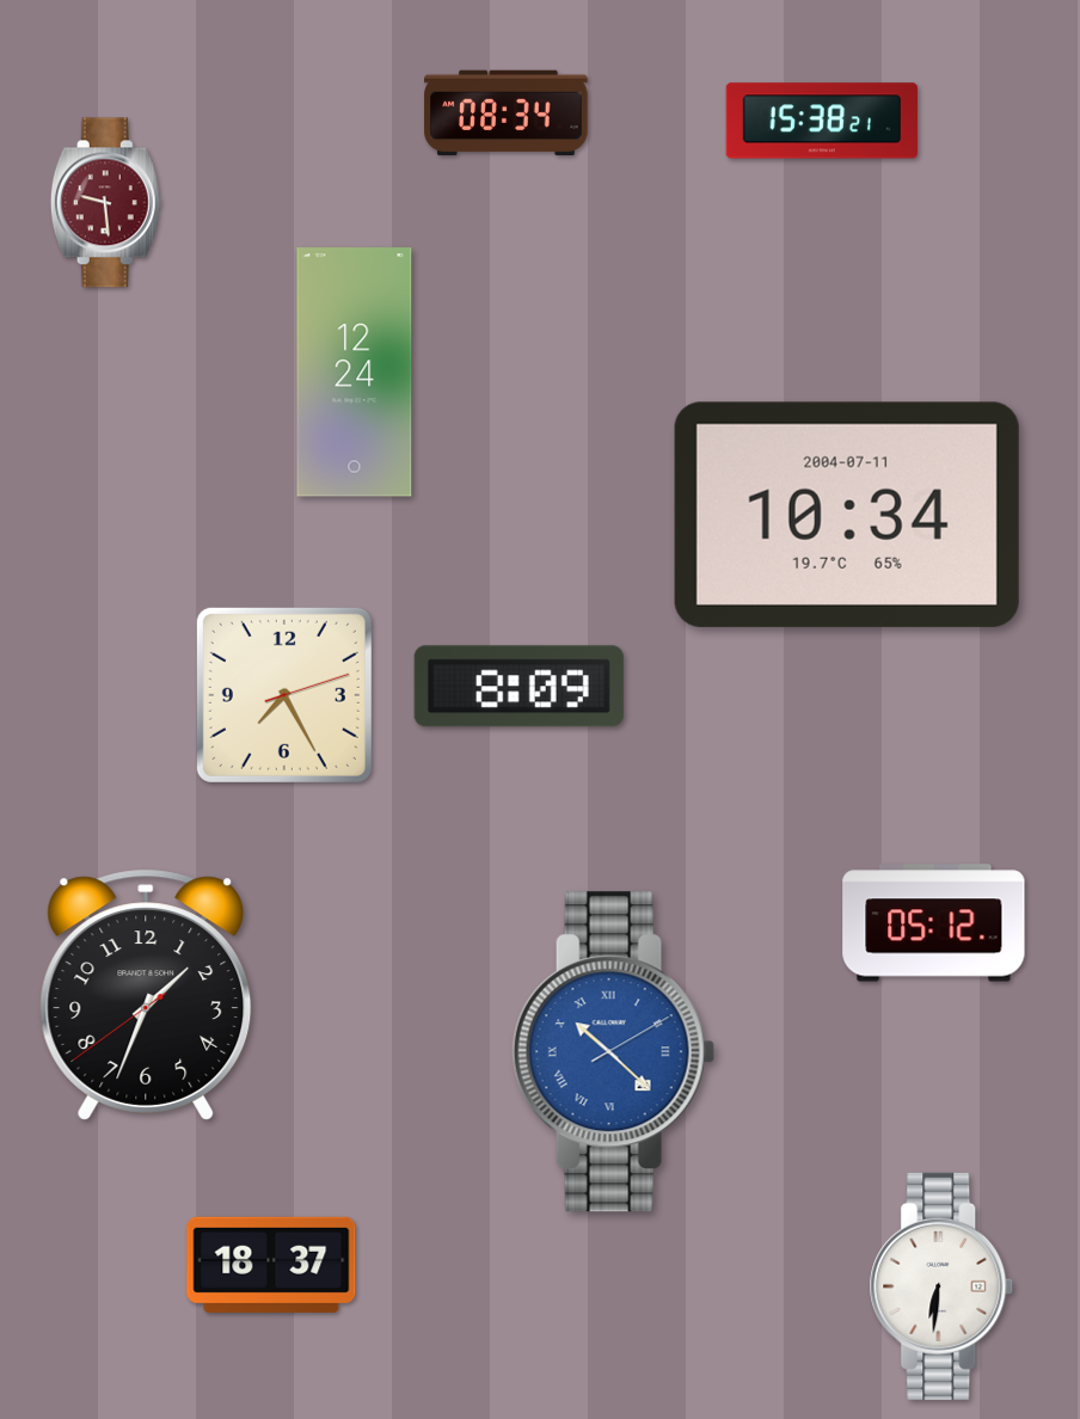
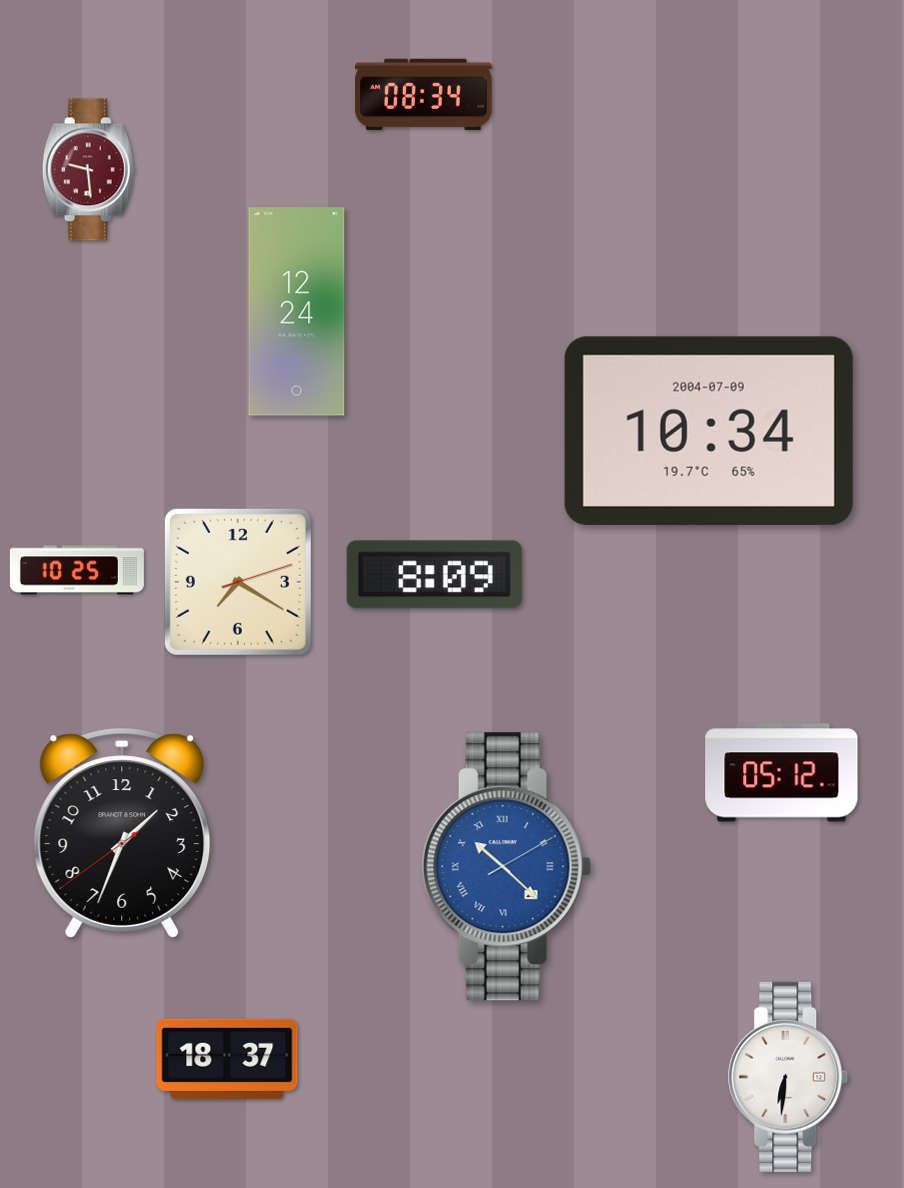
clock at (822, 121): 15:38 -> none
clock at (847, 515) date: 2004-07-11 -> 2004-07-09
clock at (77, 570): none -> 10:25
clock at (284, 695): 7:25 -> 7:20
clock at (613, 1052) position: (613, 1052) -> (506, 867)
